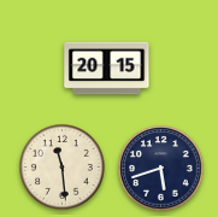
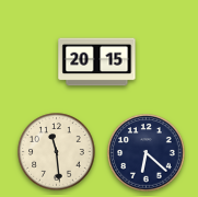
clock at (161, 169): 5:42 -> 6:22
